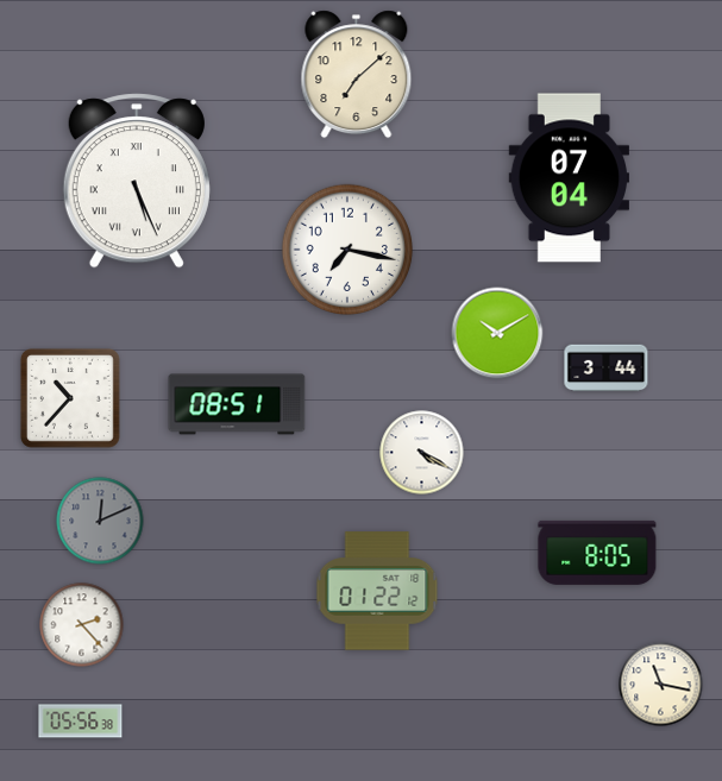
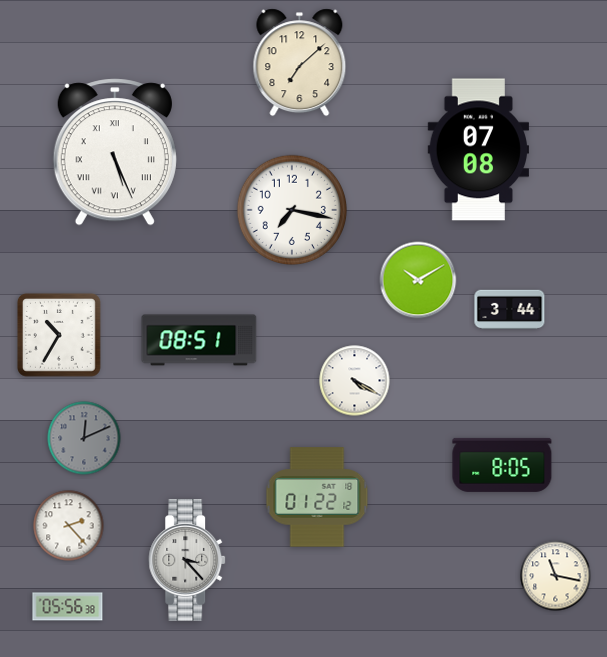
clock at (569, 178): 07:04 -> 07:08
clock at (70, 398): 10:37 -> 10:35
clock at (188, 560): none -> 3:23
